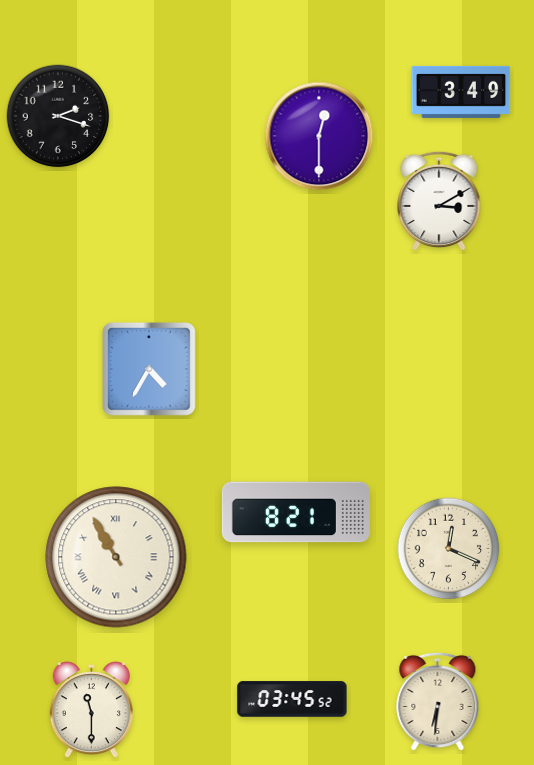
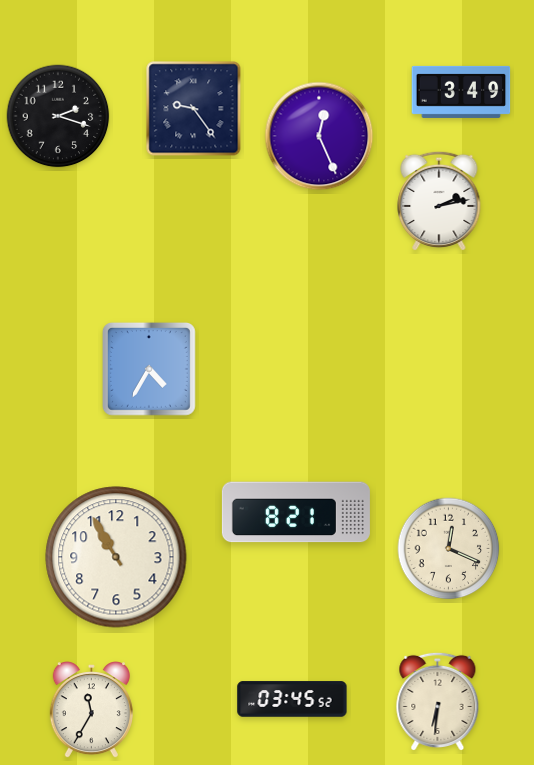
clock at (194, 109): none -> 9:24
clock at (319, 136): 12:30 -> 12:26
clock at (439, 201): 3:10 -> 2:13
clock at (116, 557) numerals: Roman -> Arabic
clock at (91, 710): 11:30 -> 11:35
